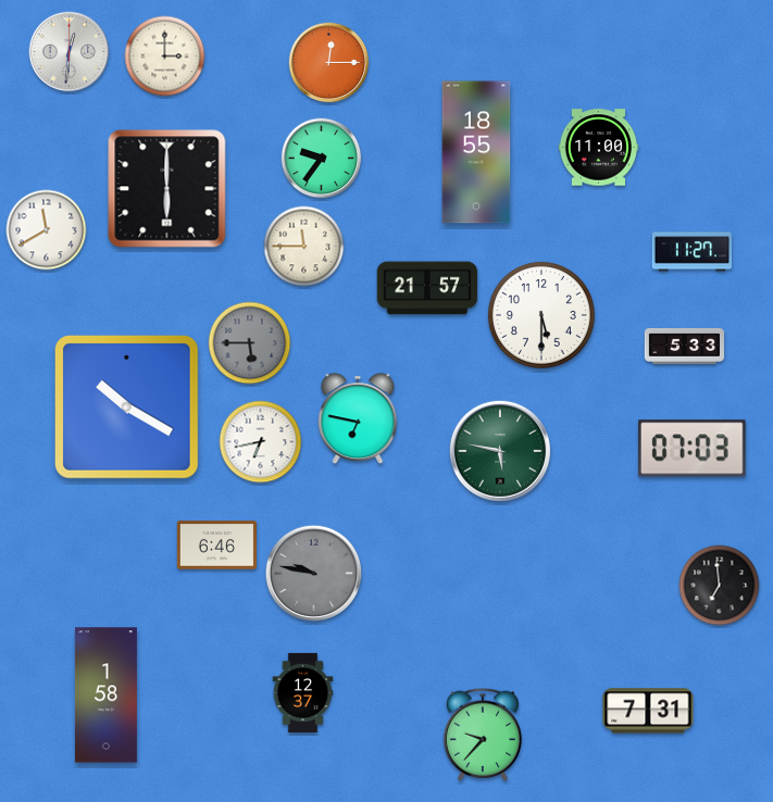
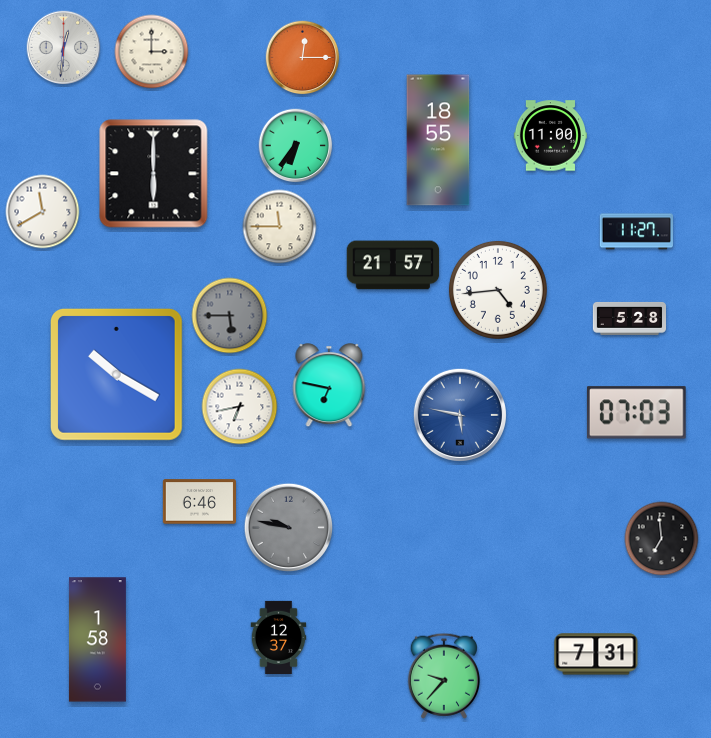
clock at (322, 159): 9:36 -> 6:36
clock at (541, 315): 5:30 -> 4:44
clock at (684, 346): 5:33 -> 5:28
clock at (500, 451) dial: green -> blue
